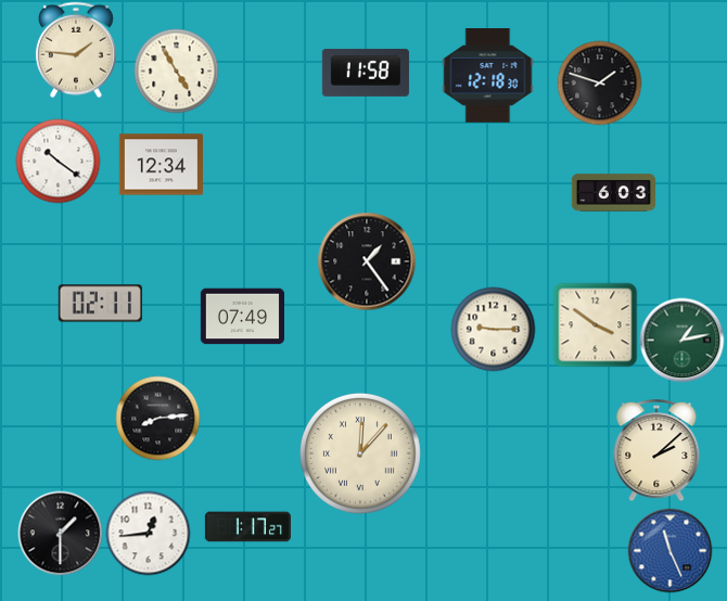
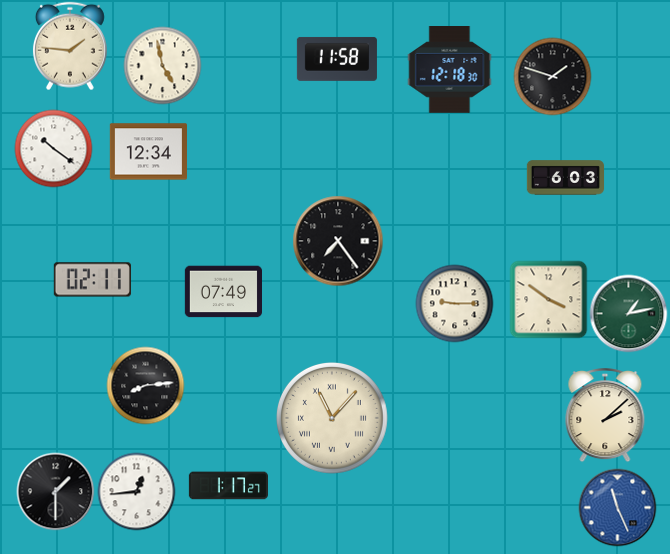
clock at (176, 71): 4:55 -> 4:58
clock at (366, 73) position: (366, 73) -> (337, 59)
clock at (367, 261): 1:24 -> 7:24
clock at (360, 453): 12:07 -> 11:07
